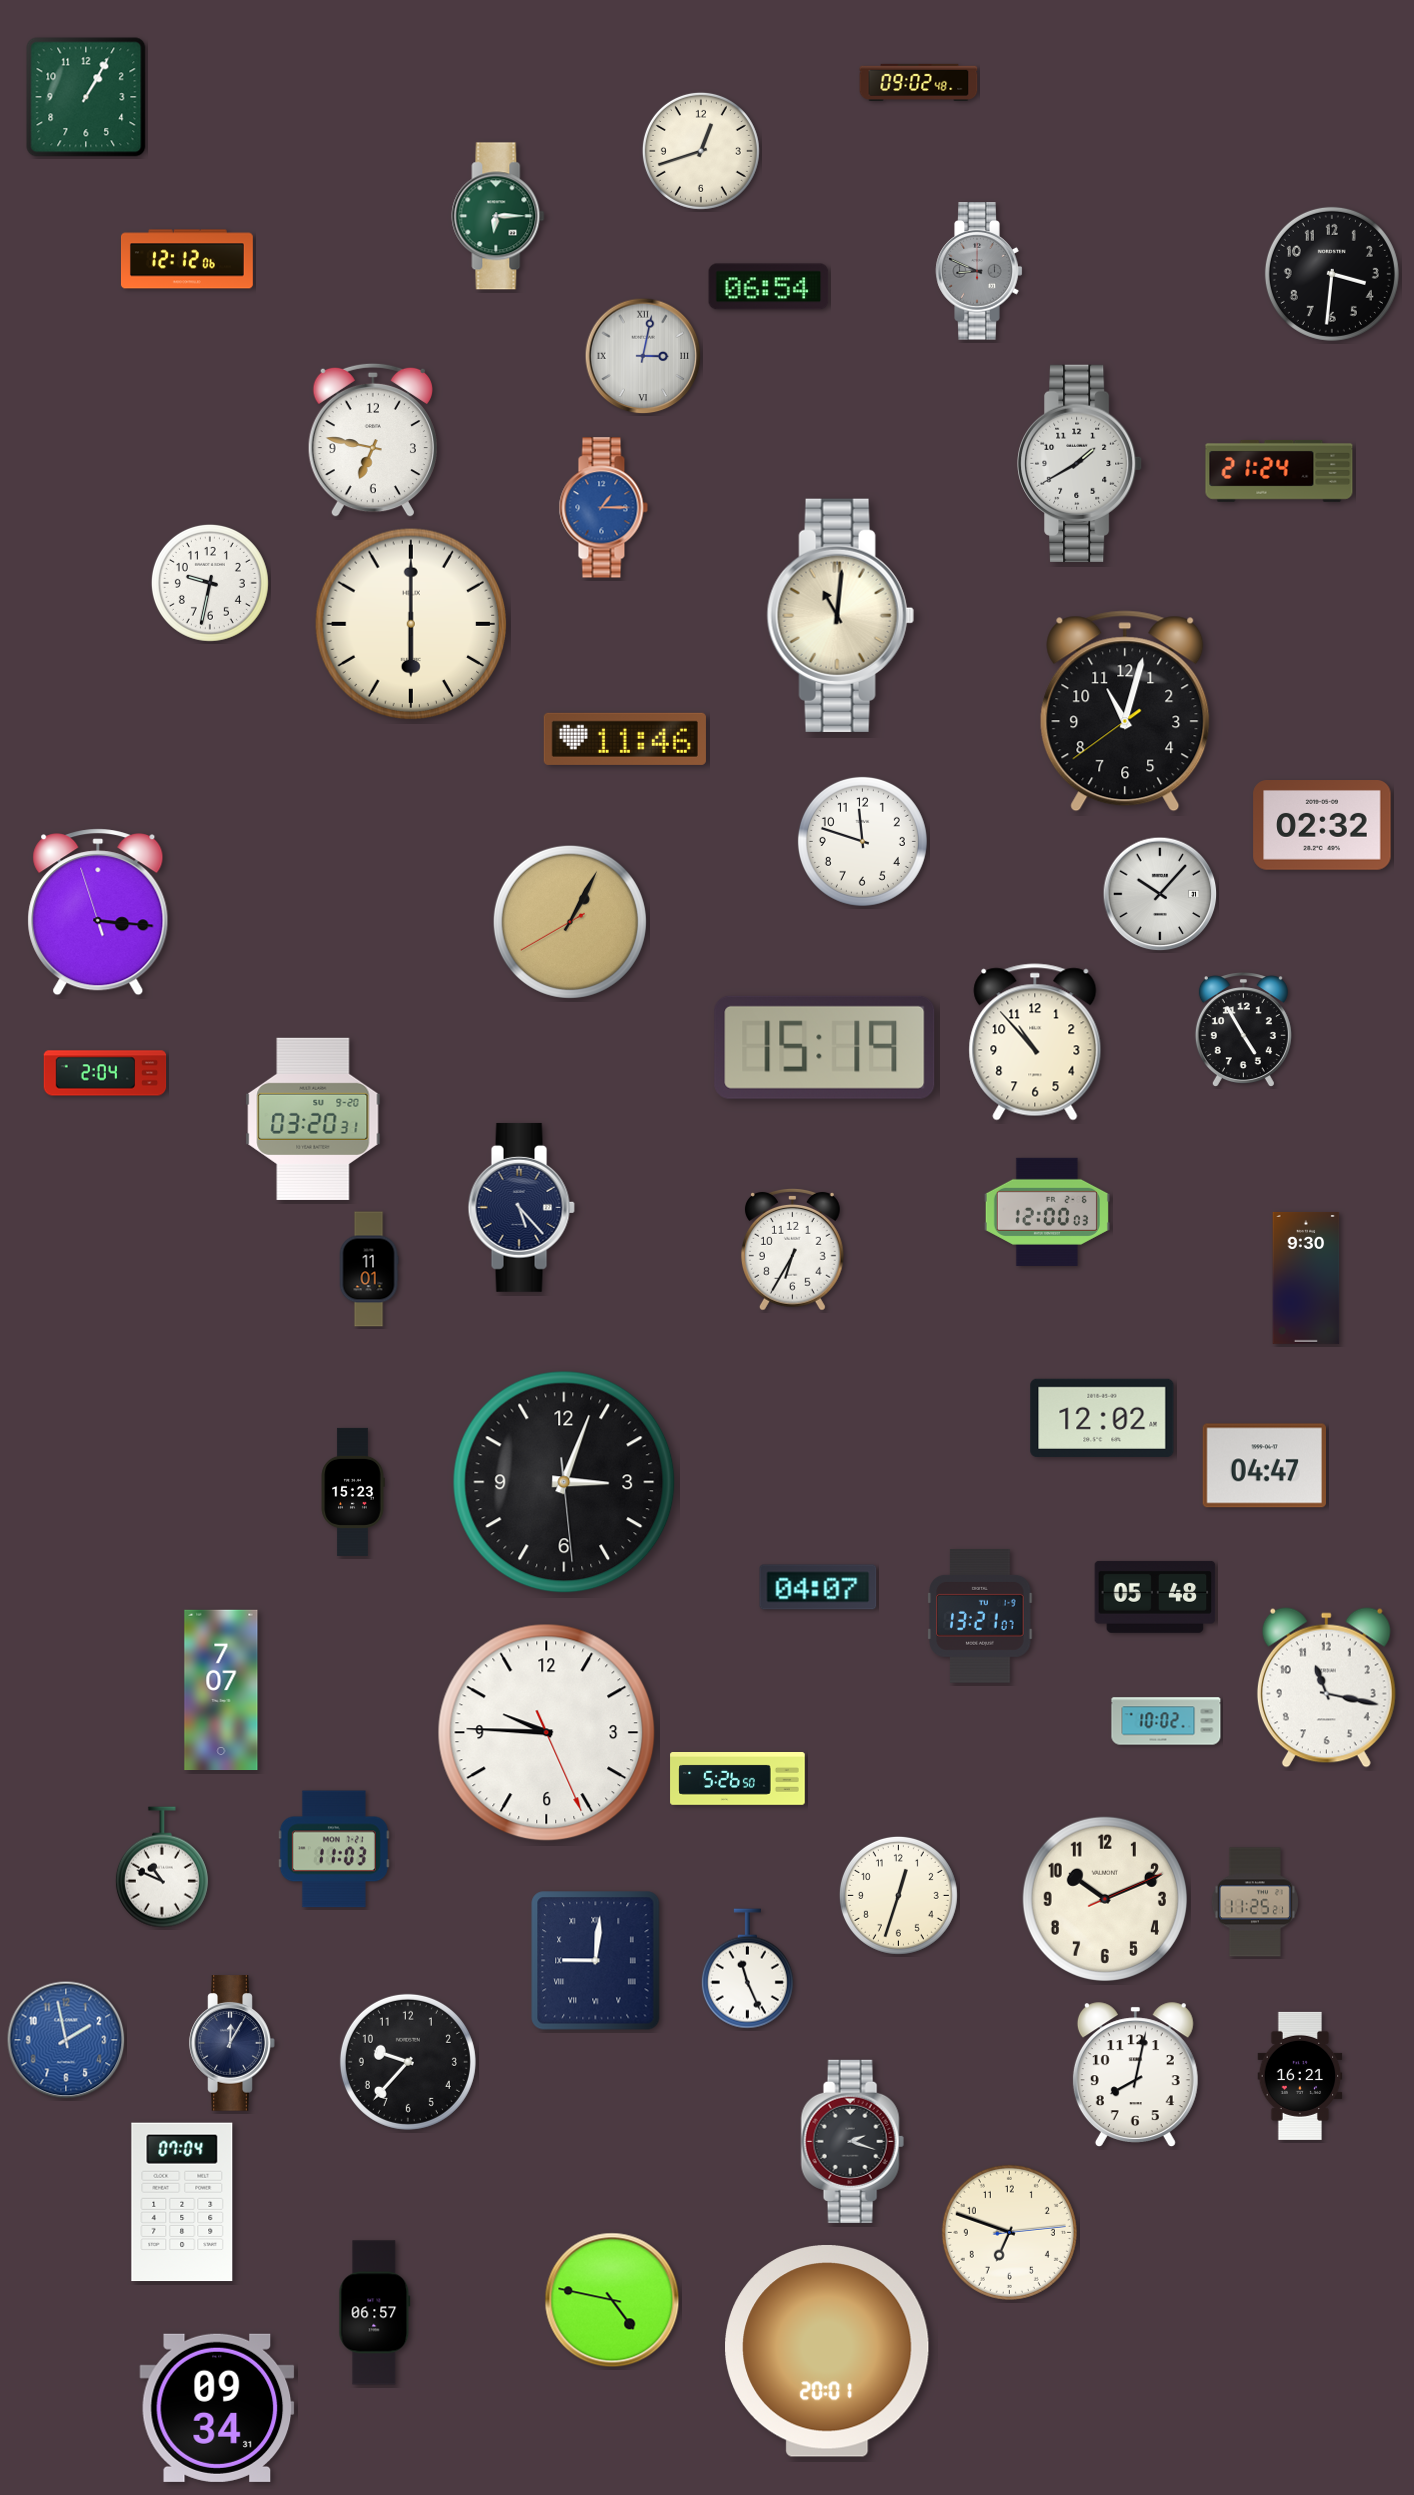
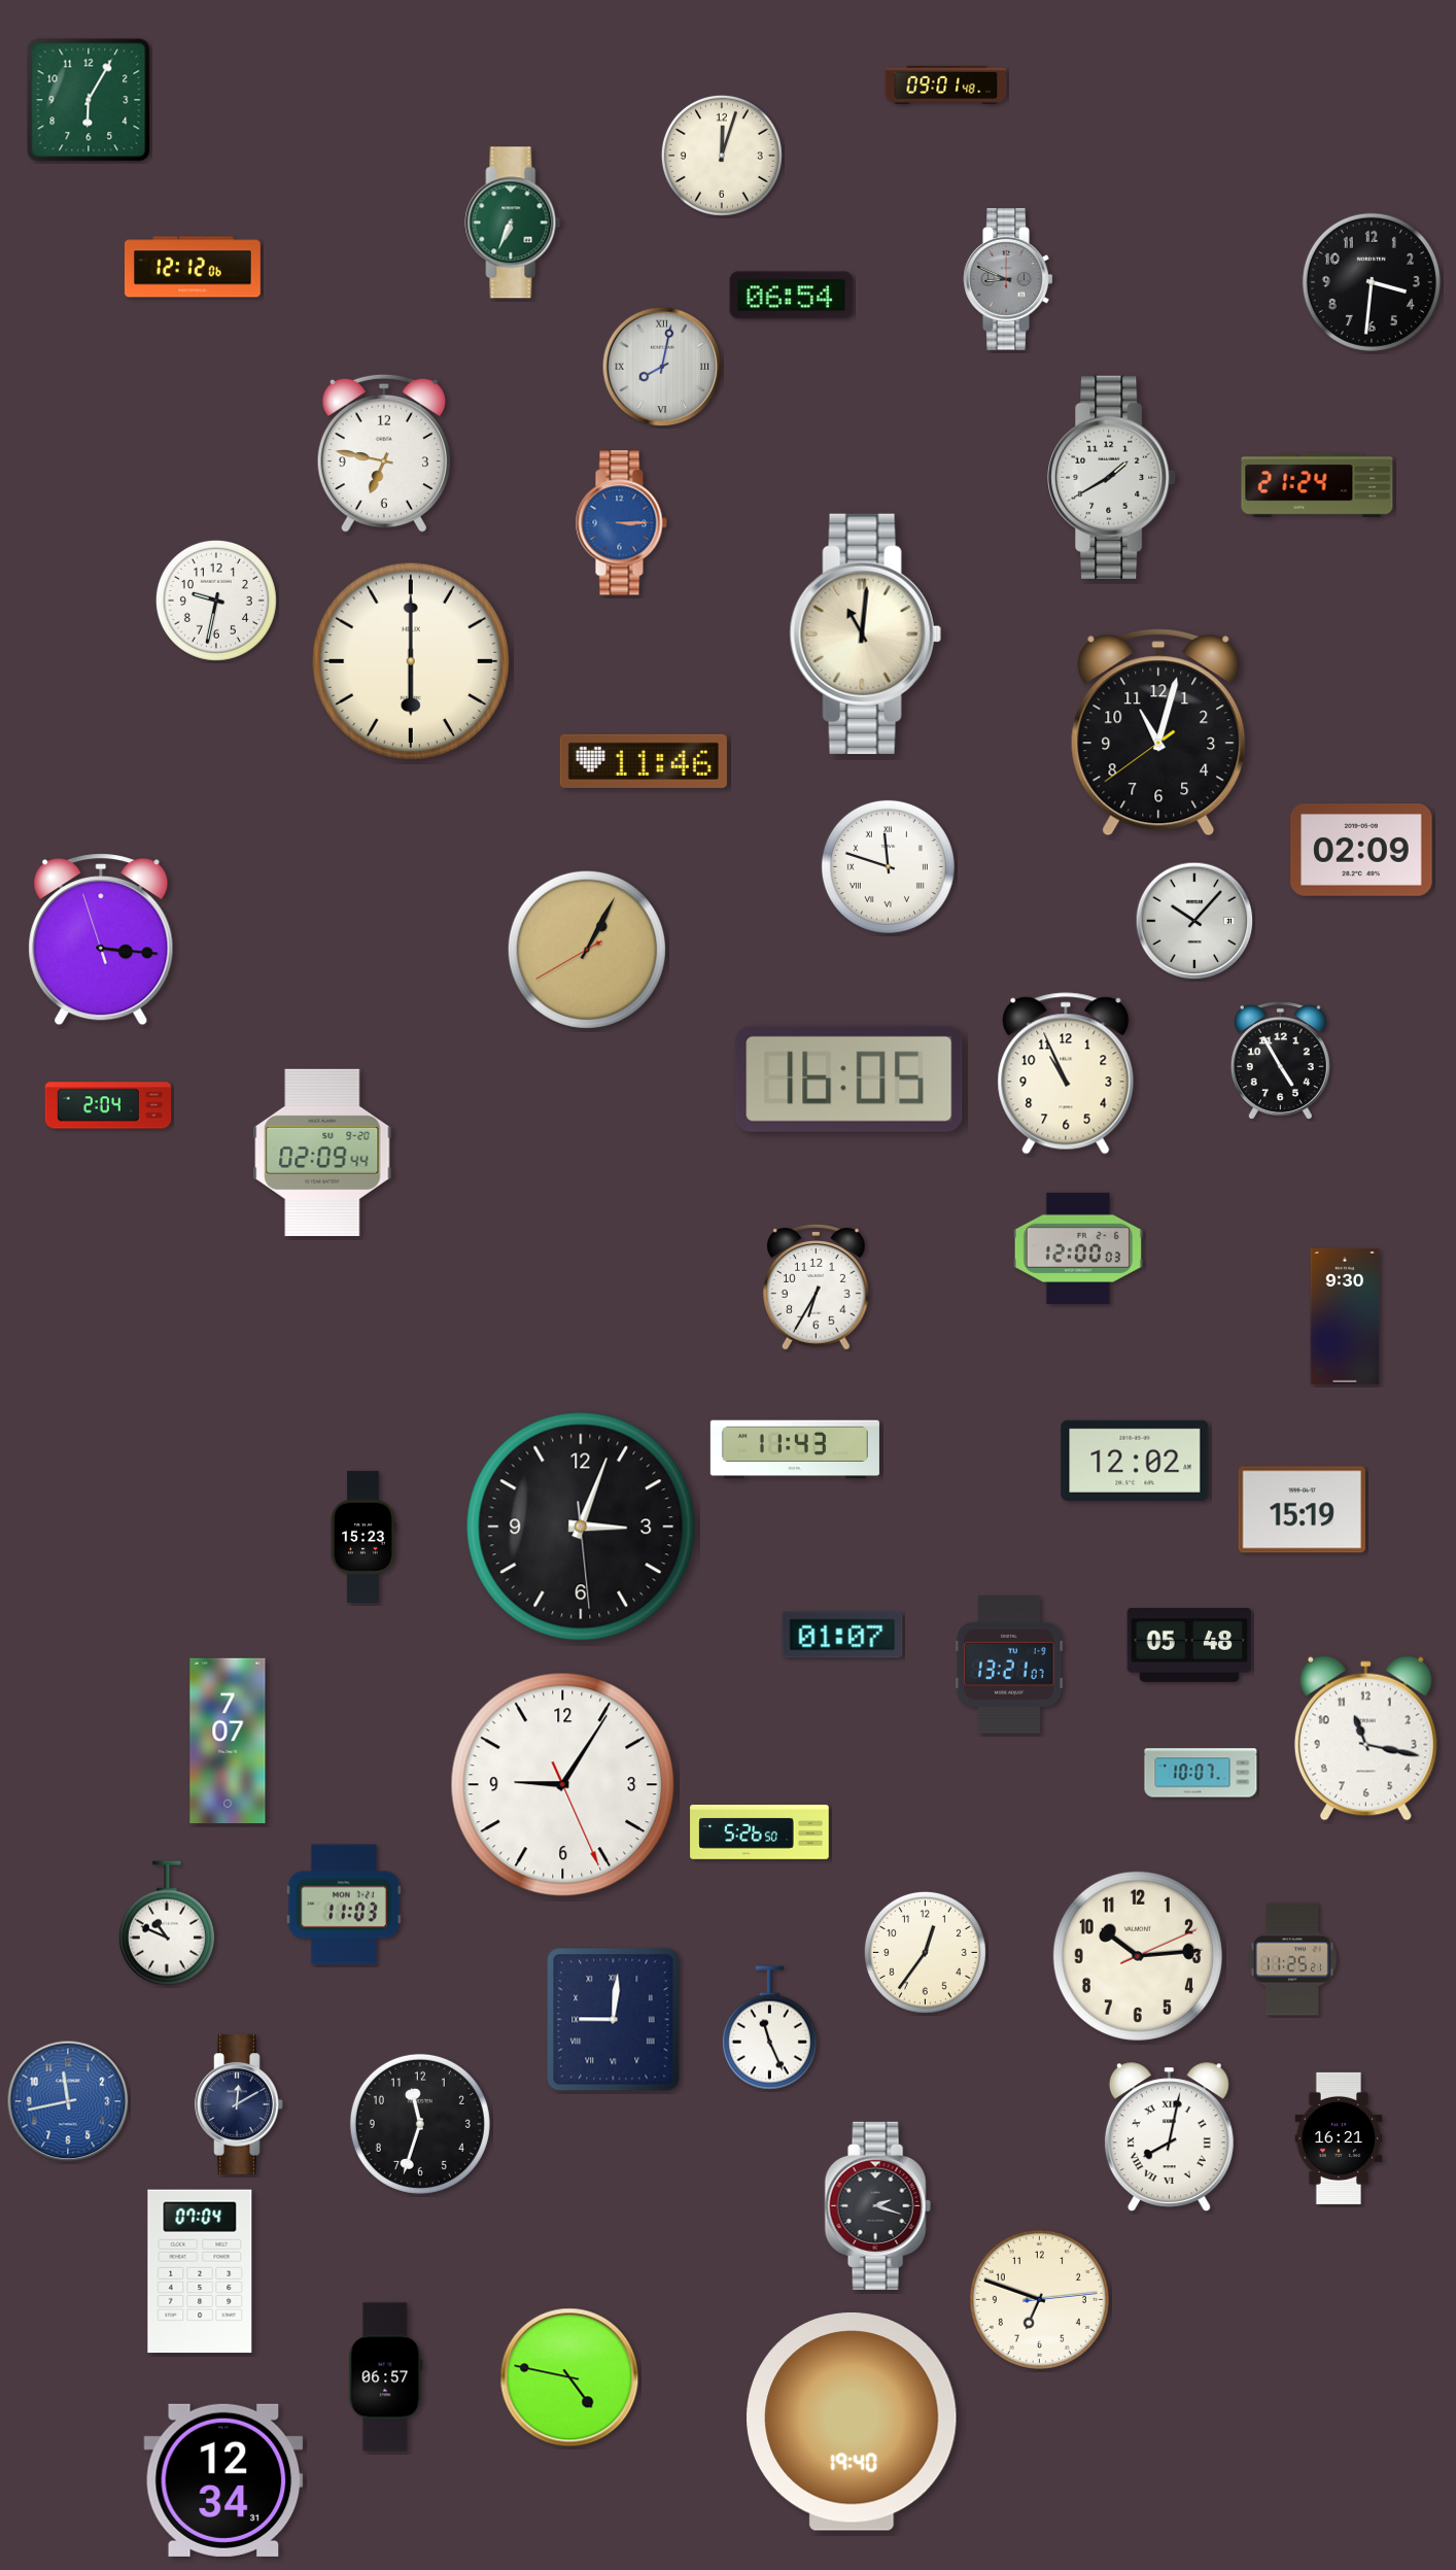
clock at (919, 82): 09:02 -> 09:01
clock at (86, 97): 1:05 -> 6:05
clock at (701, 151): 12:42 -> 12:03
clock at (498, 216): 6:15 -> 6:34
clock at (643, 356): 3:02 -> 8:02
clock at (603, 508): 1:15 -> 3:15
clock at (411, 624) position: (411, 624) -> (411, 661)
clock at (1322, 826): 02:32 -> 02:09
clock at (862, 841) numerals: Arabic -> Roman
clock at (1035, 1042): 10:53 -> 10:56
clock at (825, 1047): 15:19 -> 16:05
clock at (313, 1119): 03:20 -> 02:09
clock at (521, 1207): 5:23 -> none
clock at (369, 1269): 11:01 -> none
clock at (795, 1449): none -> 11:43
clock at (1264, 1466): 04:47 -> 15:19
clock at (818, 1587): 04:07 -> 01:07
clock at (1166, 1721): 10:02 -> 10:07
clock at (547, 1733): 9:45 -> 9:05
clock at (898, 1895): 12:33 -> 12:36
clock at (1105, 1899): 10:11 -> 10:14
clock at (66, 2040): 1:58 -> 11:43
clock at (232, 2043): 12:05 -> 12:10
clock at (408, 2062): 9:37 -> 11:33
clock at (1135, 2074) numerals: Arabic -> Roman
clock at (182, 2202) position: (182, 2202) -> (200, 2271)
clock at (612, 2300) position: (612, 2300) -> (569, 2377)
clock at (375, 2313) position: (375, 2313) -> (386, 2377)
clock at (827, 2351): 20:01 -> 19:40
clock at (217, 2408): 09:34 -> 12:34
